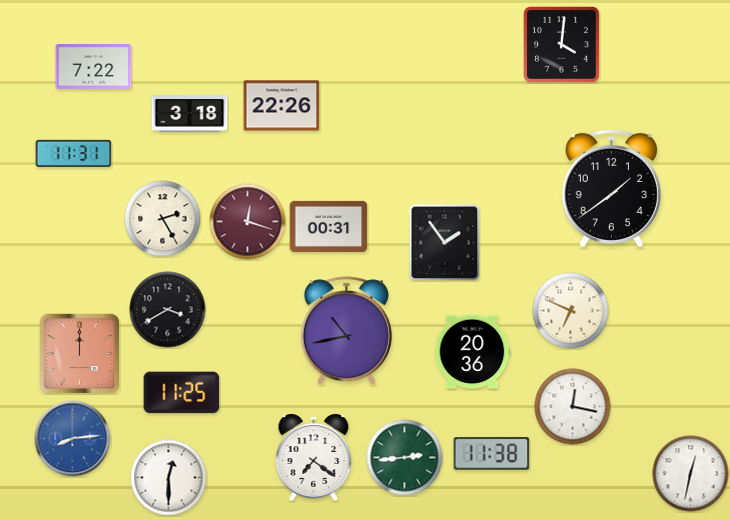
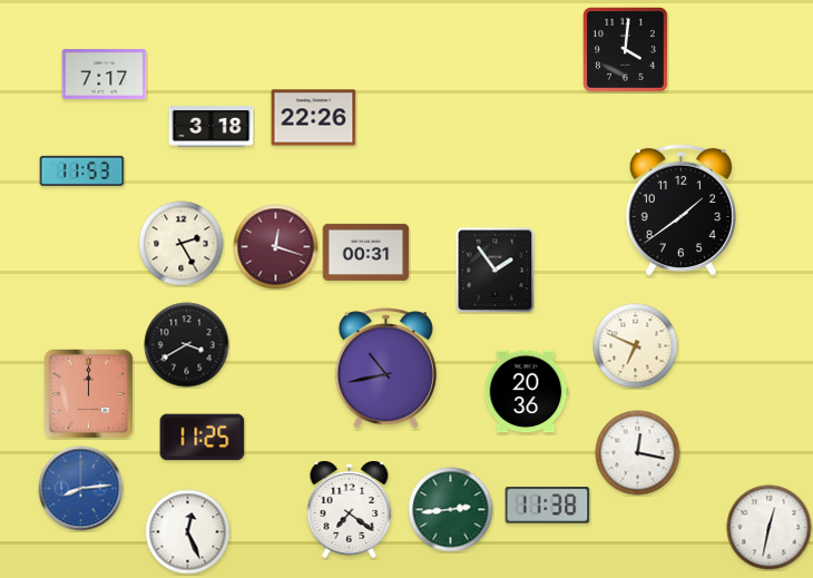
clock at (94, 67): 7:22 -> 7:17
clock at (74, 153): 11:31 -> 11:53
clock at (169, 478): 12:30 -> 12:26
